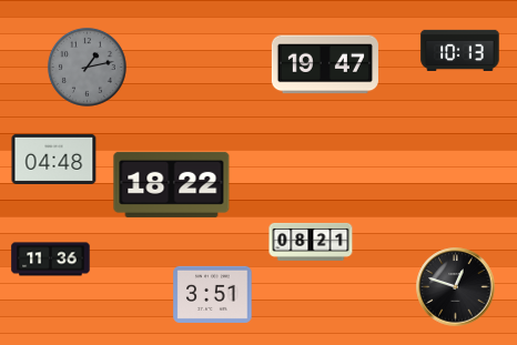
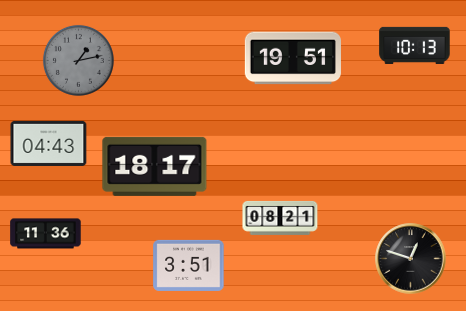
clock at (325, 64): 19:47 -> 19:51
clock at (54, 159): 04:48 -> 04:43
clock at (172, 184): 18:22 -> 18:17
clock at (213, 294) position: (213, 294) -> (189, 265)
